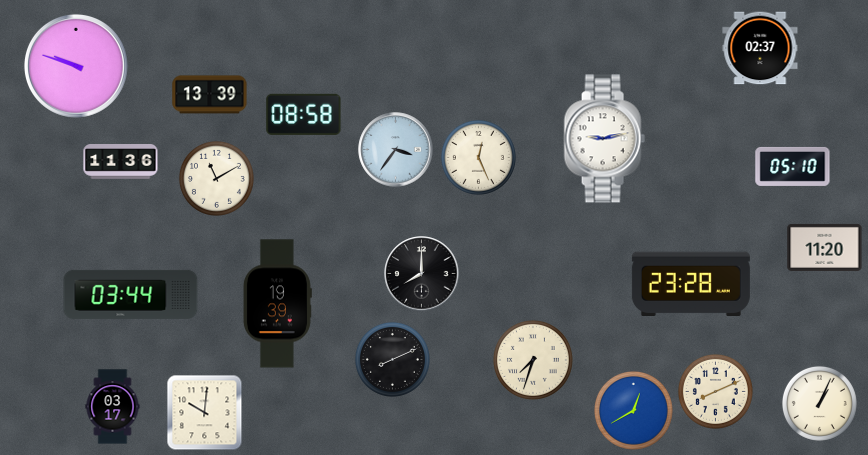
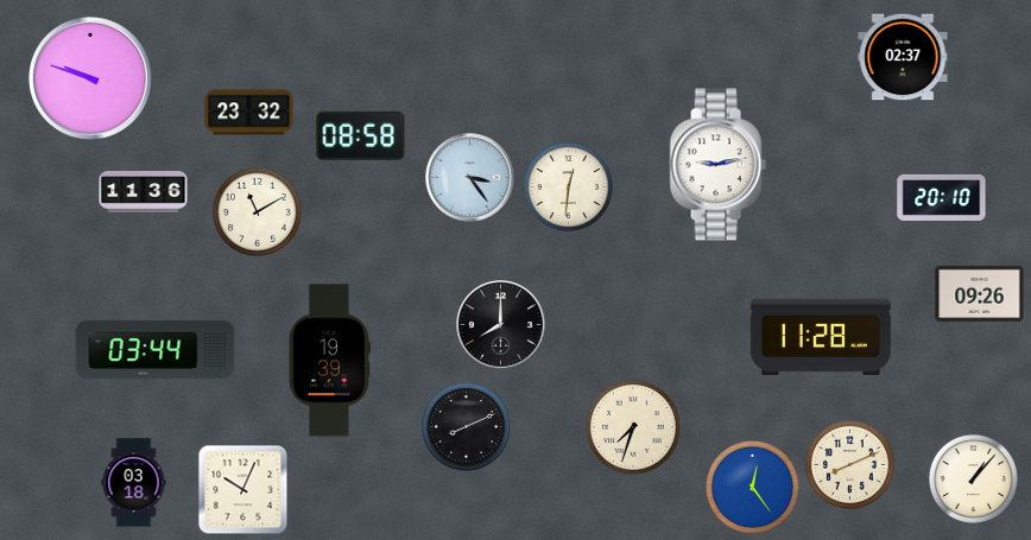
clock at (210, 95): 13:39 -> 23:32
clock at (396, 150): 3:36 -> 3:24
clock at (478, 157): 12:26 -> 12:31
clock at (793, 166): 05:10 -> 20:10
clock at (825, 247): 11:20 -> 09:26
clock at (691, 283): 23:28 -> 11:28
clock at (819, 403): 1:04 -> 1:07
clock at (113, 407): 03:17 -> 03:18
clock at (633, 410): 12:40 -> 12:24
clock at (205, 413): 10:01 -> 10:04
